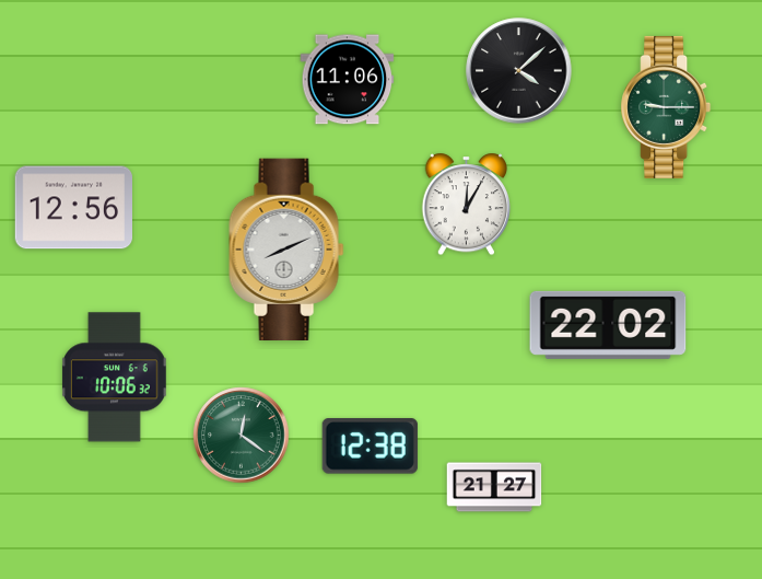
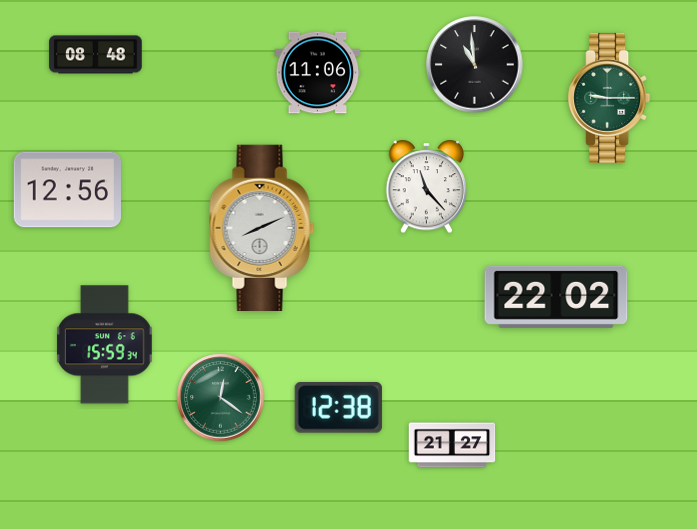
clock at (96, 55): none -> 08:48
clock at (519, 71): 4:08 -> 10:59
clock at (467, 205): 12:05 -> 11:23
clock at (114, 378): 10:06 -> 15:59
